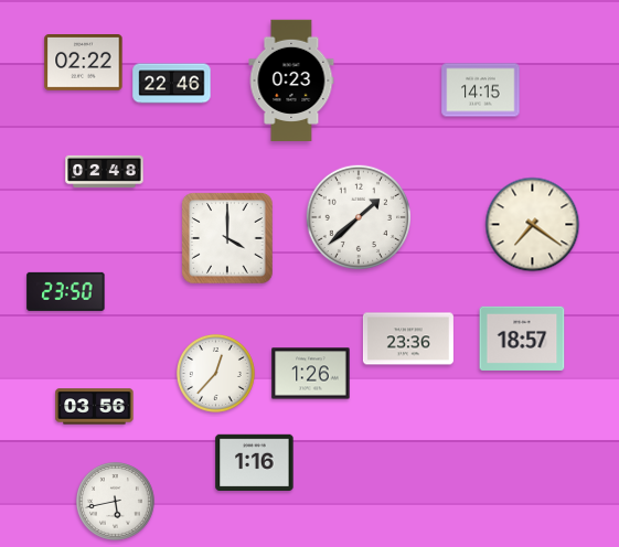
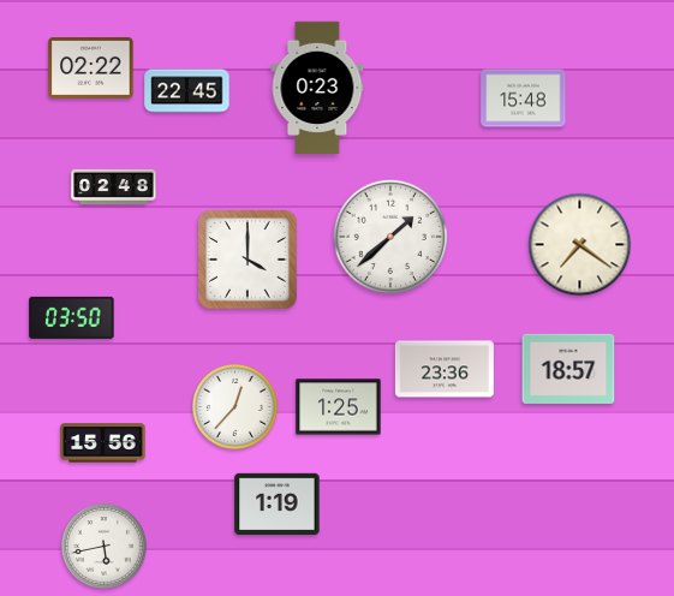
clock at (172, 84): 22:46 -> 22:45
clock at (481, 90): 14:15 -> 15:48
clock at (66, 291): 23:50 -> 03:50
clock at (311, 374): 1:26 -> 1:25
clock at (95, 407): 03:56 -> 15:56
clock at (255, 462): 1:16 -> 1:19
clock at (115, 501) position: (115, 501) -> (103, 546)
